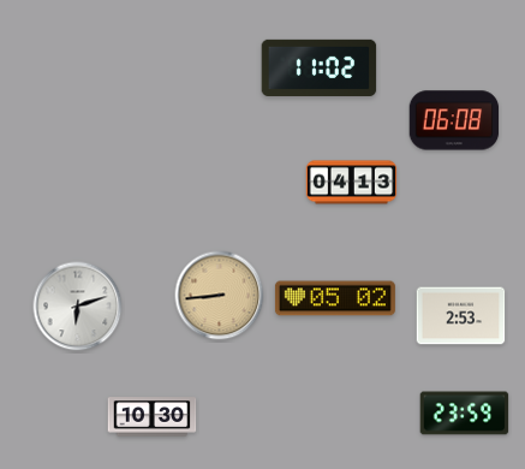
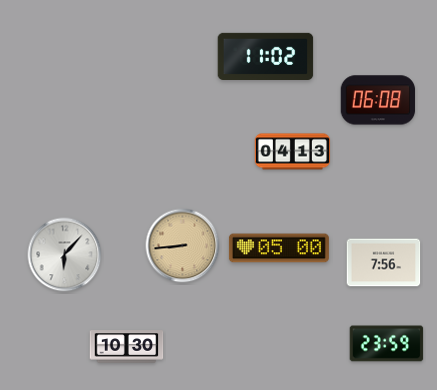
clock at (335, 298): 05:02 -> 05:00
clock at (78, 307): 6:12 -> 6:07
clock at (461, 316): 2:53 -> 7:56
